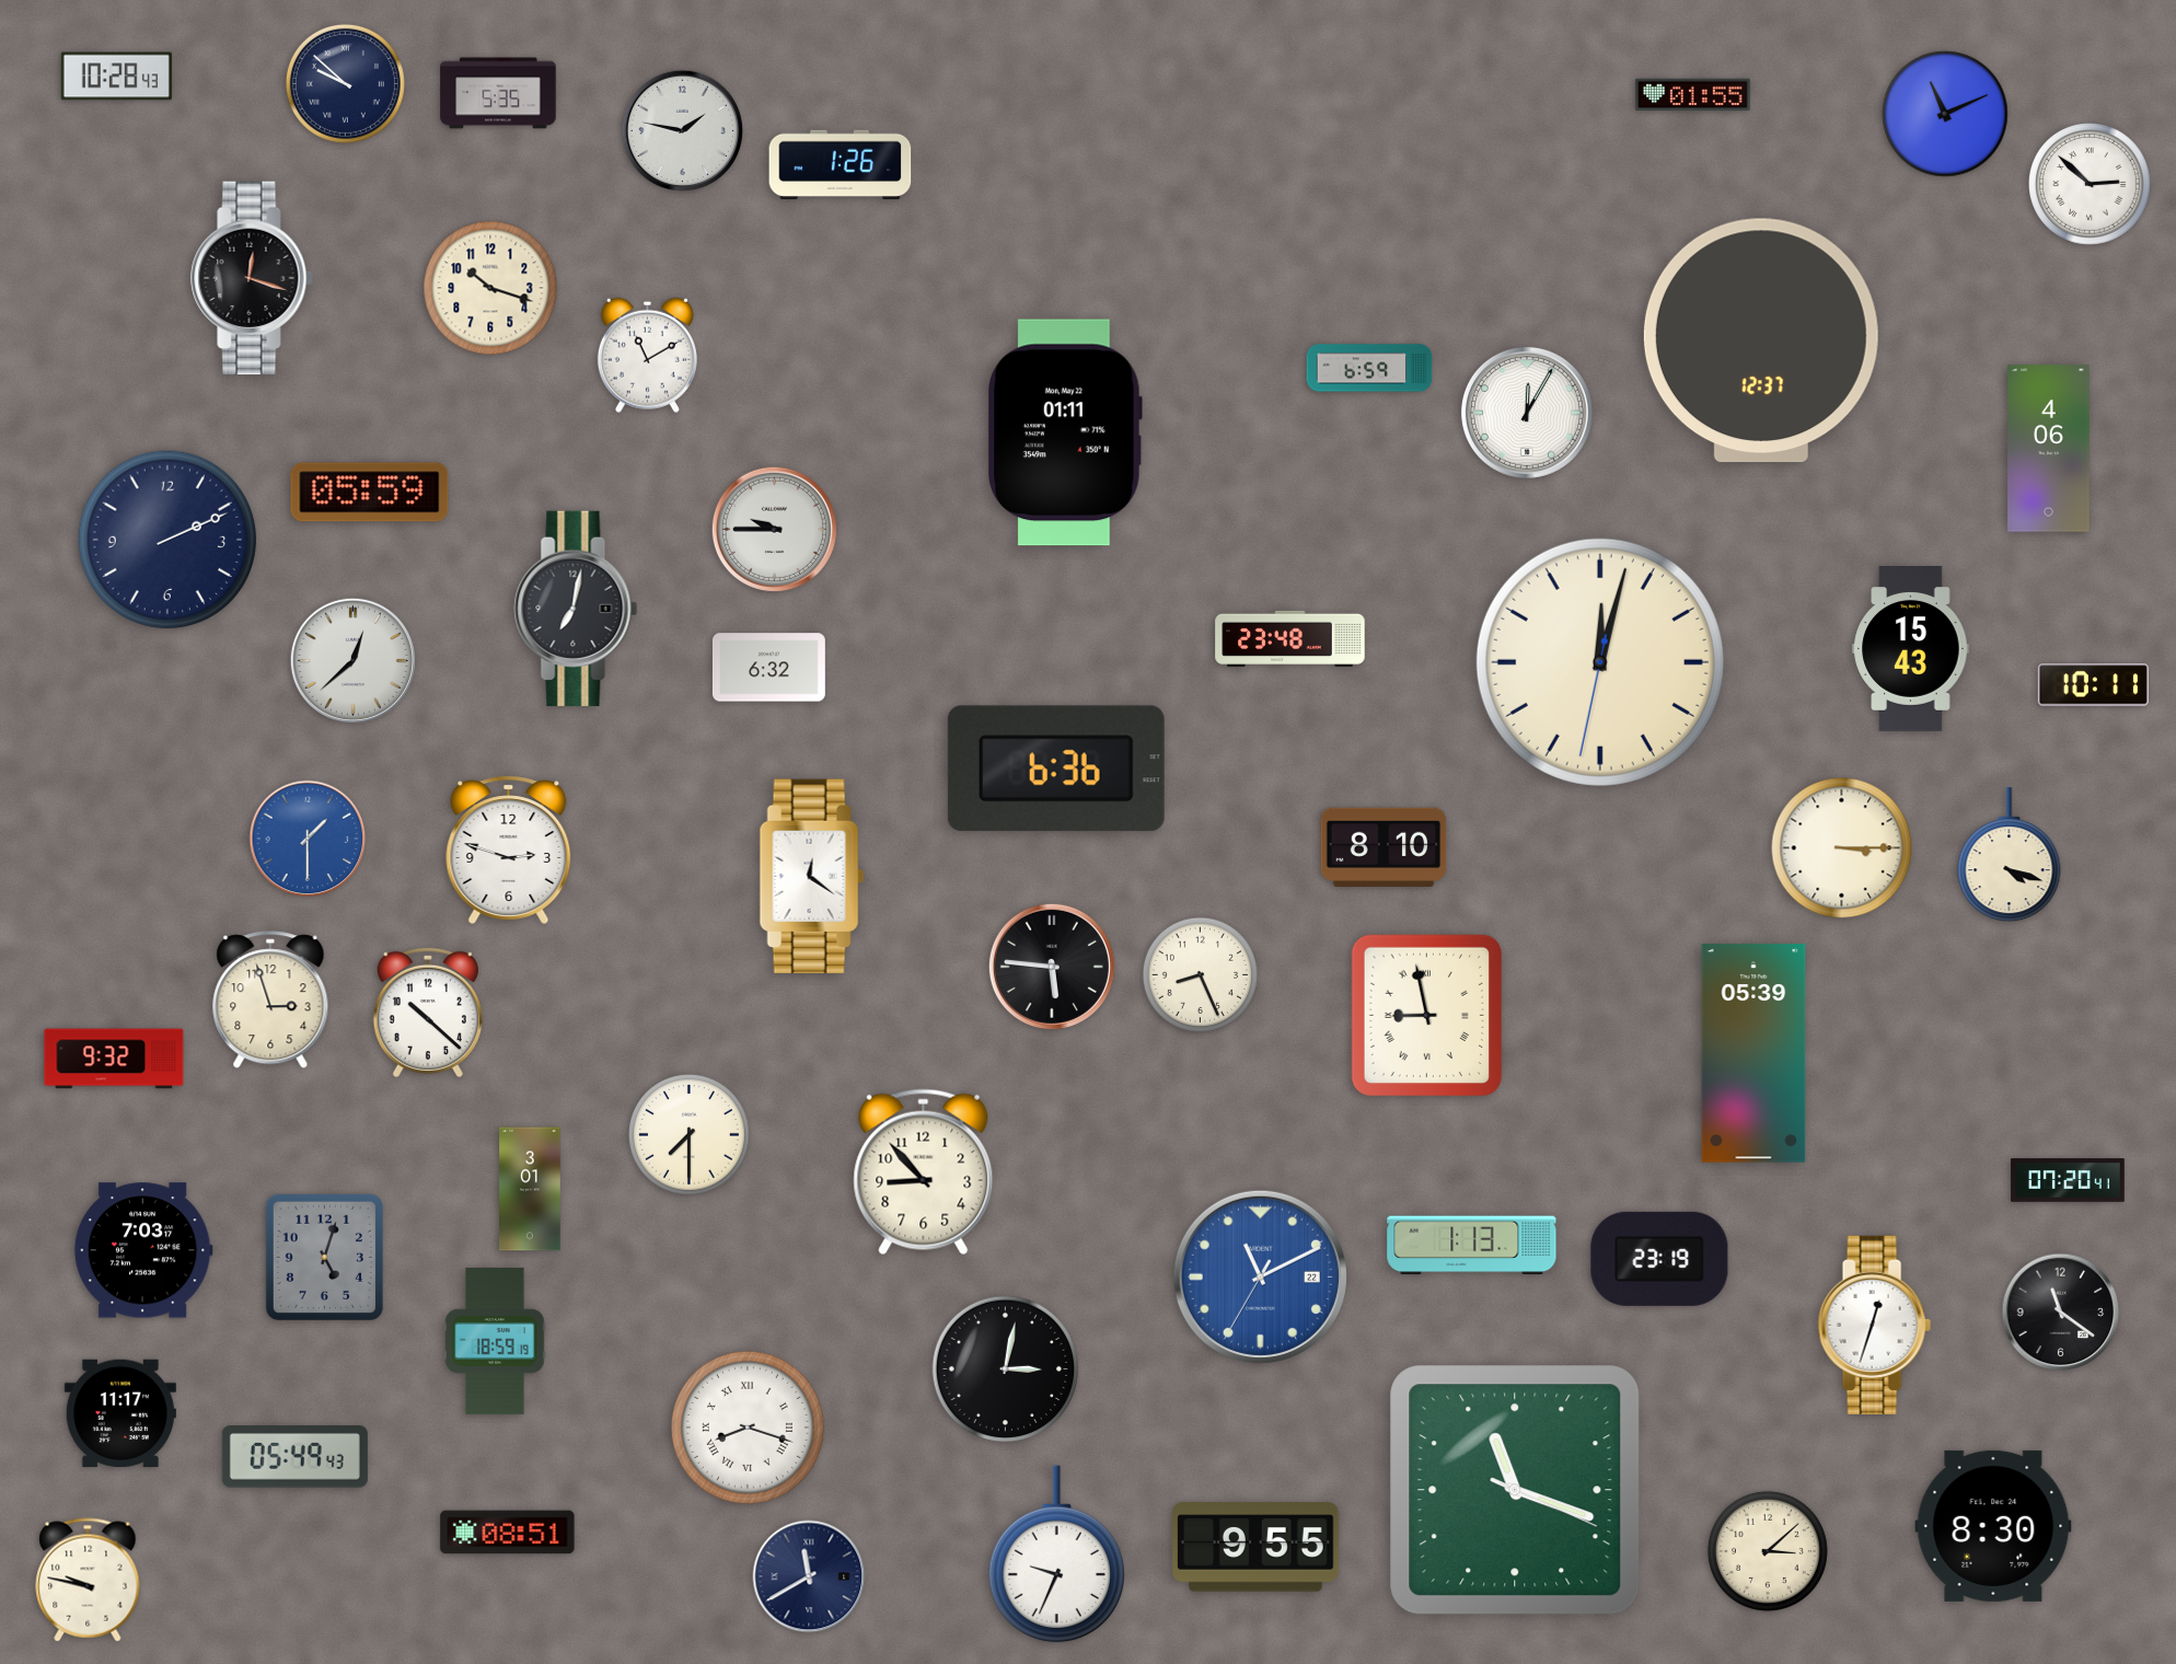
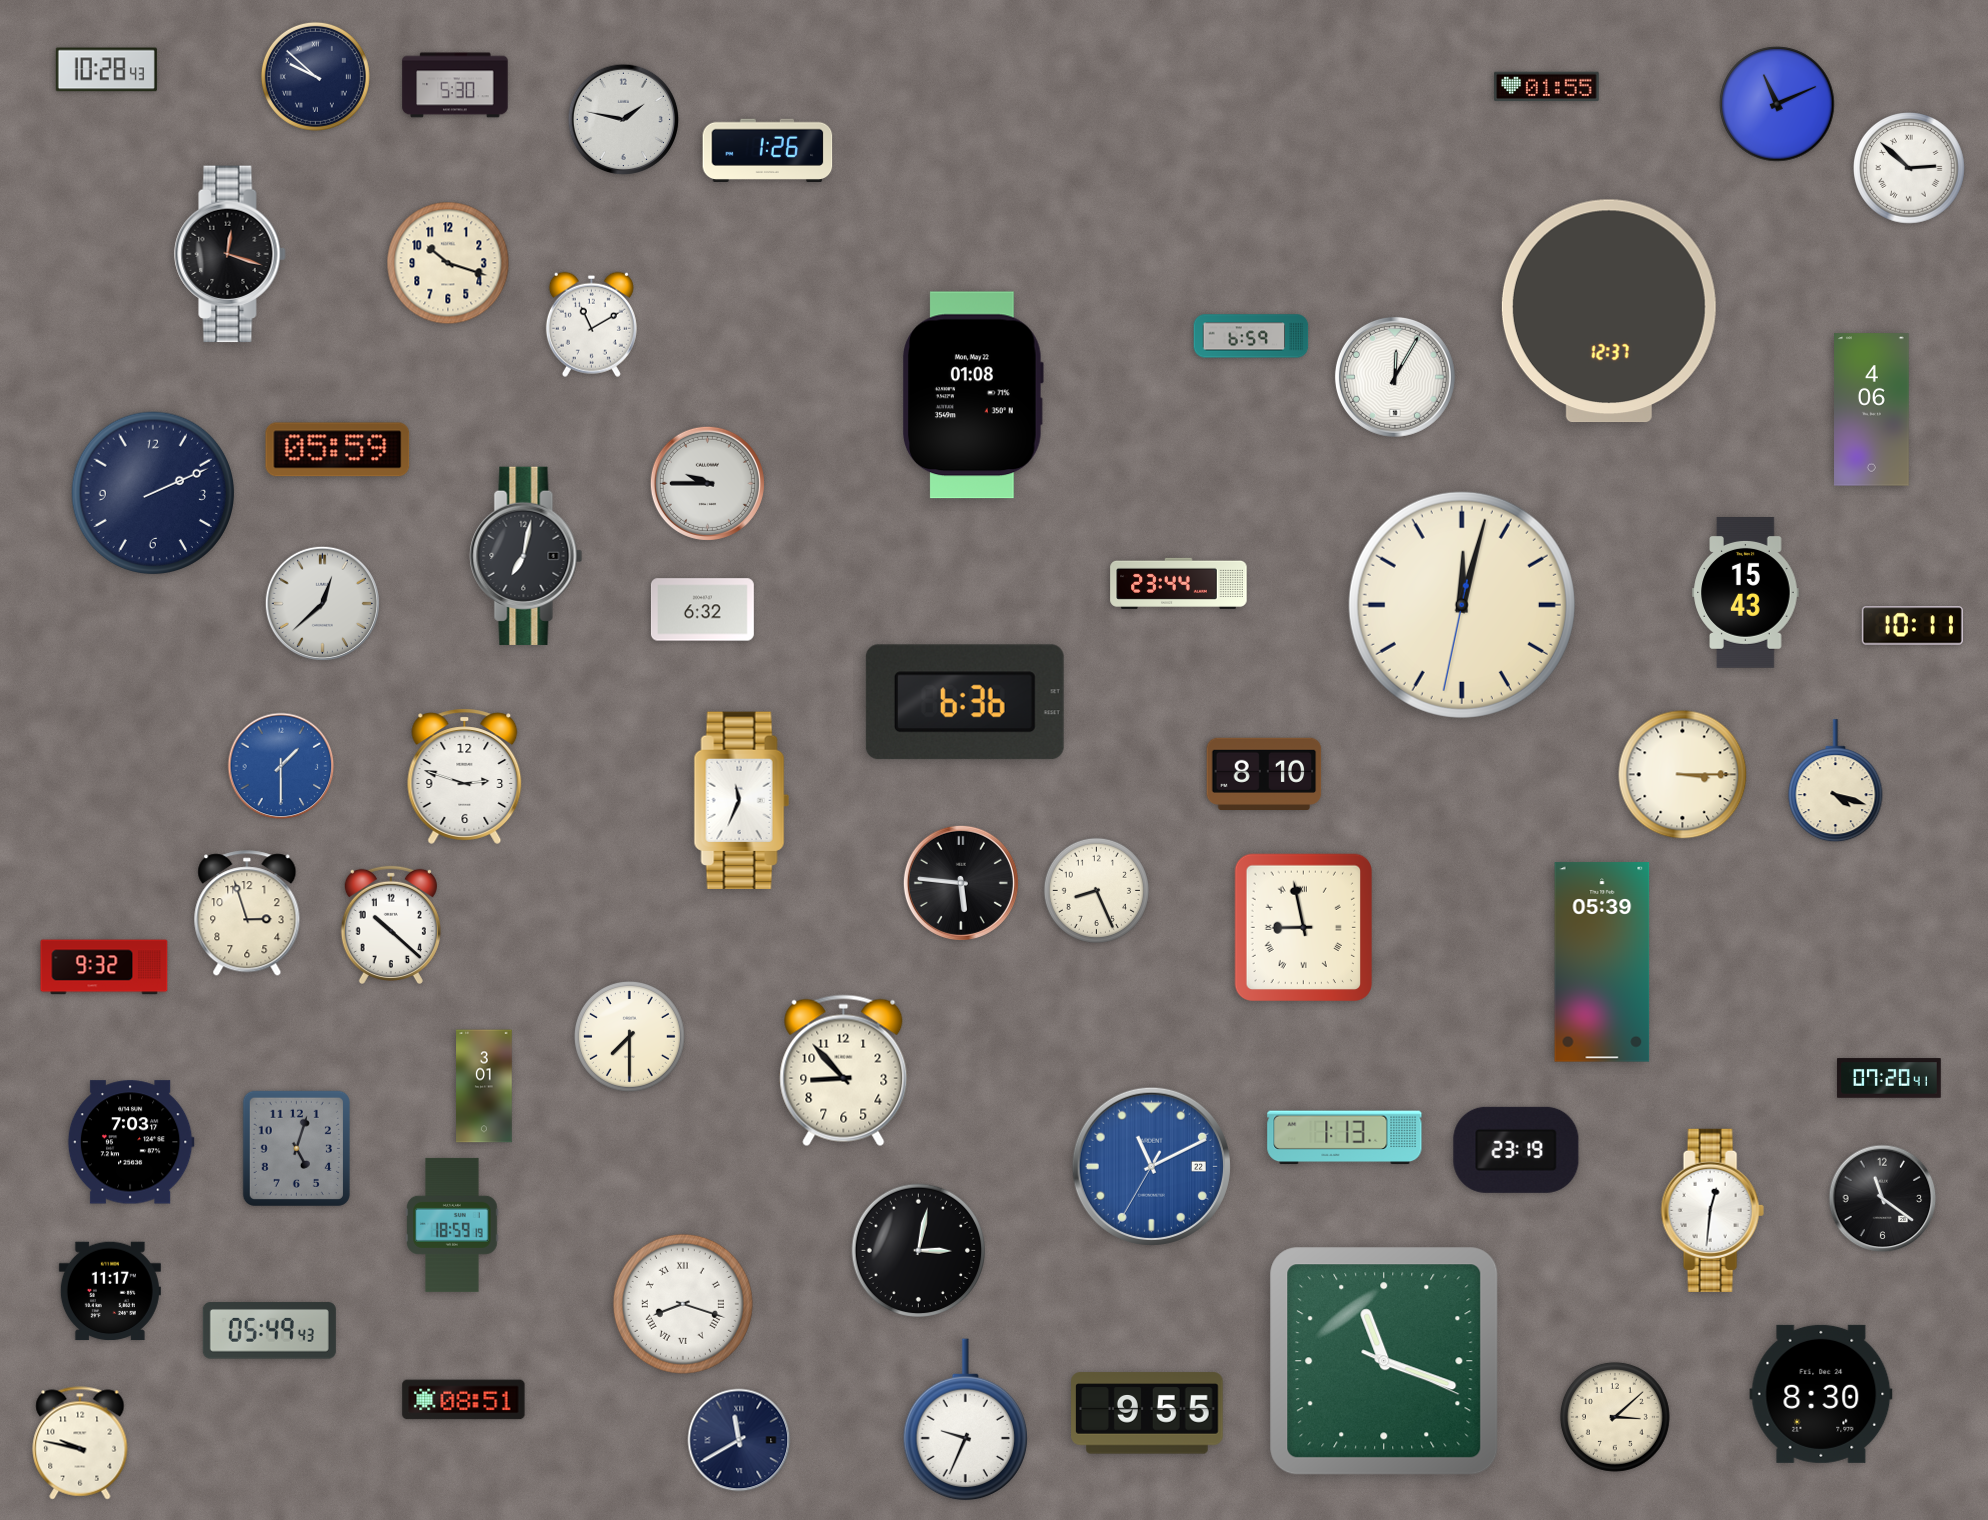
clock at (498, 93): 5:35 -> 5:30
clock at (1066, 432): 01:11 -> 01:08
clock at (1290, 638): 23:48 -> 23:44
clock at (811, 877): 12:21 -> 11:34
clock at (1874, 1325): 12:33 -> 12:31
